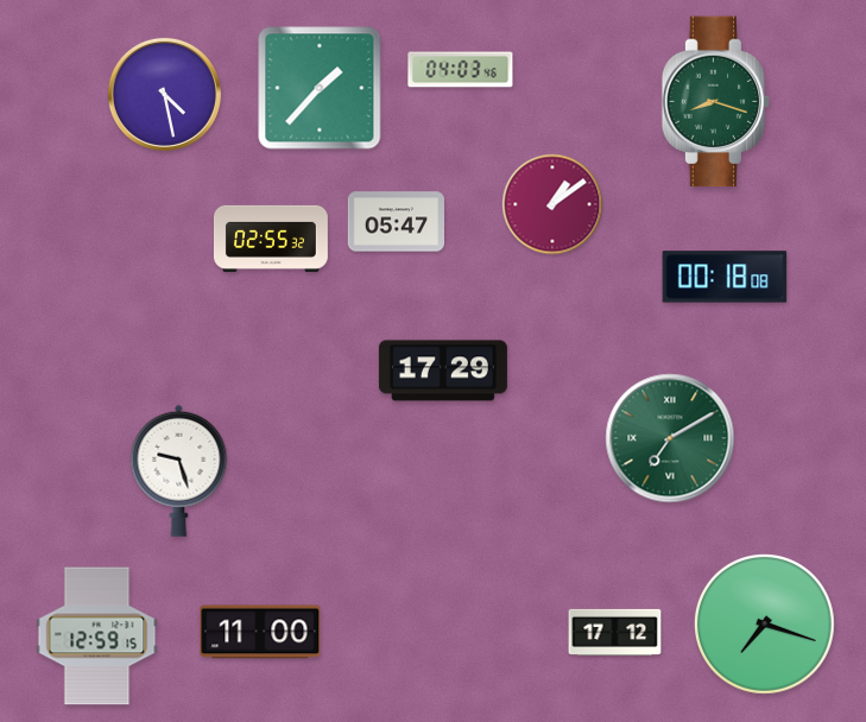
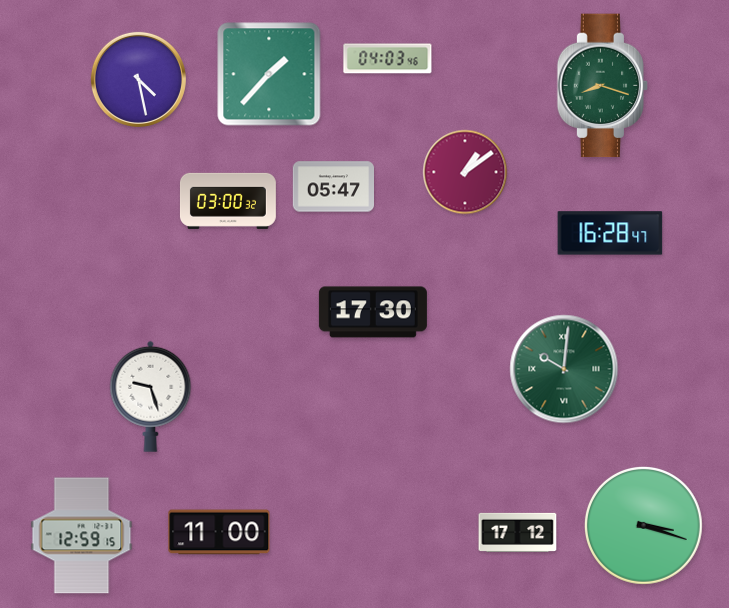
clock at (271, 239): 02:55 -> 03:00
clock at (725, 277): 00:18 -> 16:28
clock at (443, 370): 17:29 -> 17:30
clock at (670, 438): 7:10 -> 10:01
clock at (764, 623): 7:18 -> 3:18
